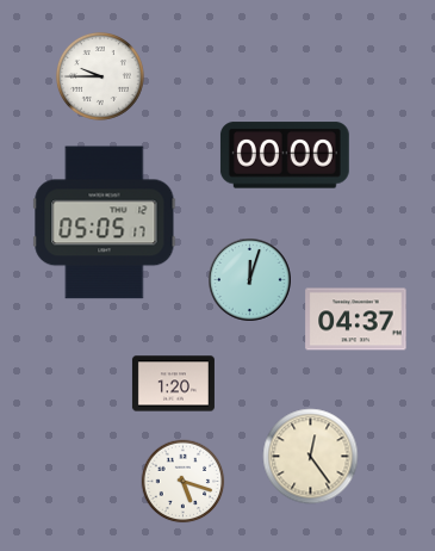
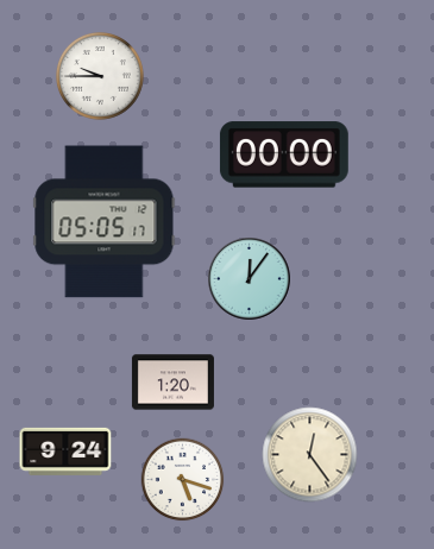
clock at (250, 280): 12:03 -> 12:06
clock at (356, 320): 04:37 -> none
clock at (65, 452): none -> 9:24
